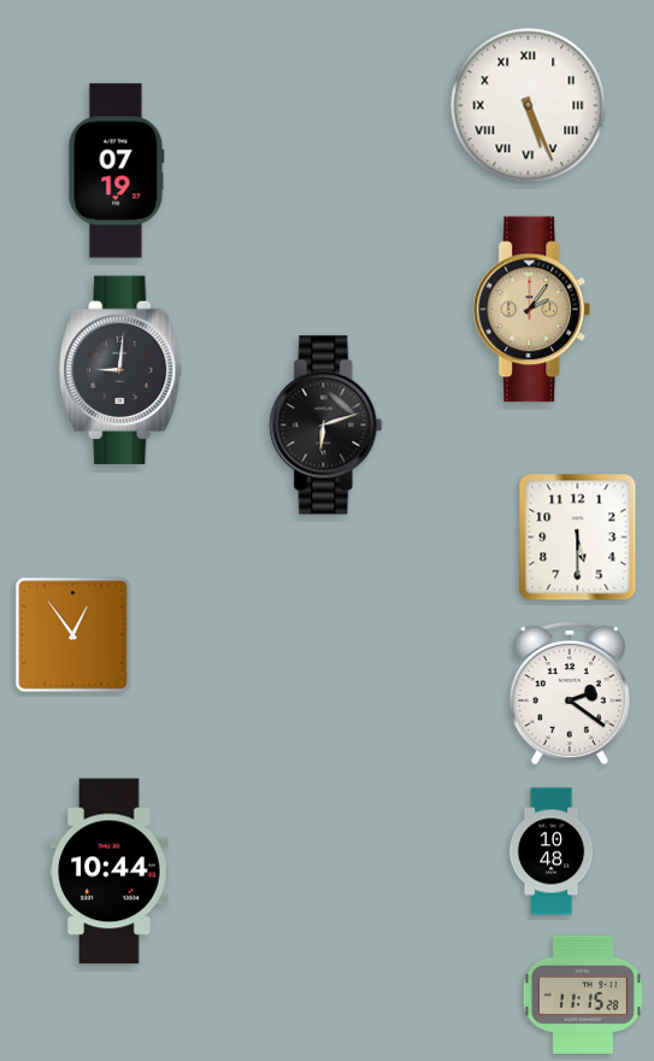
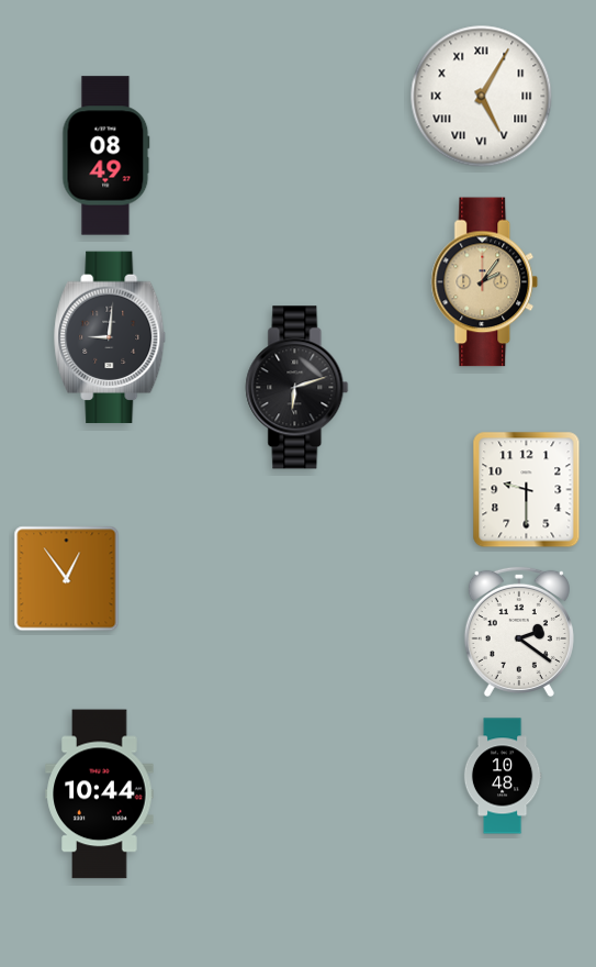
clock at (529, 106): 5:26 -> 5:05
clock at (117, 171): 07:19 -> 08:49
clock at (578, 538): 5:30 -> 9:30
clock at (583, 995): 11:15 -> none
